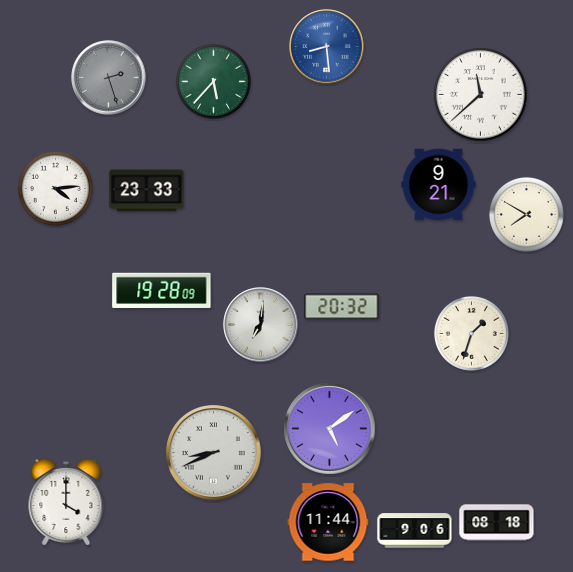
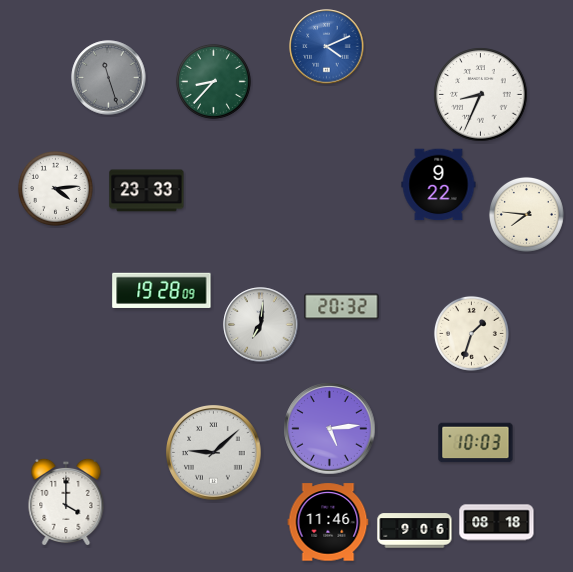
clock at (327, 47): 8:29 -> 4:11
clock at (109, 78): 2:27 -> 11:27
clock at (213, 81): 5:37 -> 8:37
clock at (481, 95): 11:38 -> 8:34
clock at (439, 185): 9:21 -> 9:22
clock at (526, 214): 7:50 -> 7:46
clock at (330, 429): 5:09 -> 5:14
clock at (476, 443): none -> 10:03
clock at (214, 453): 8:41 -> 9:08
clock at (328, 522): 11:44 -> 11:46
